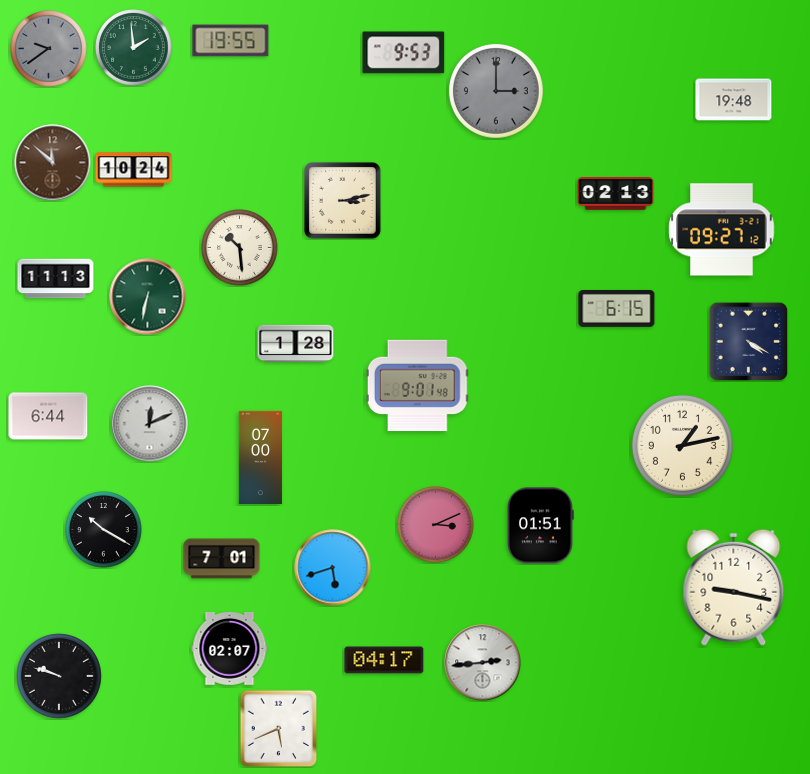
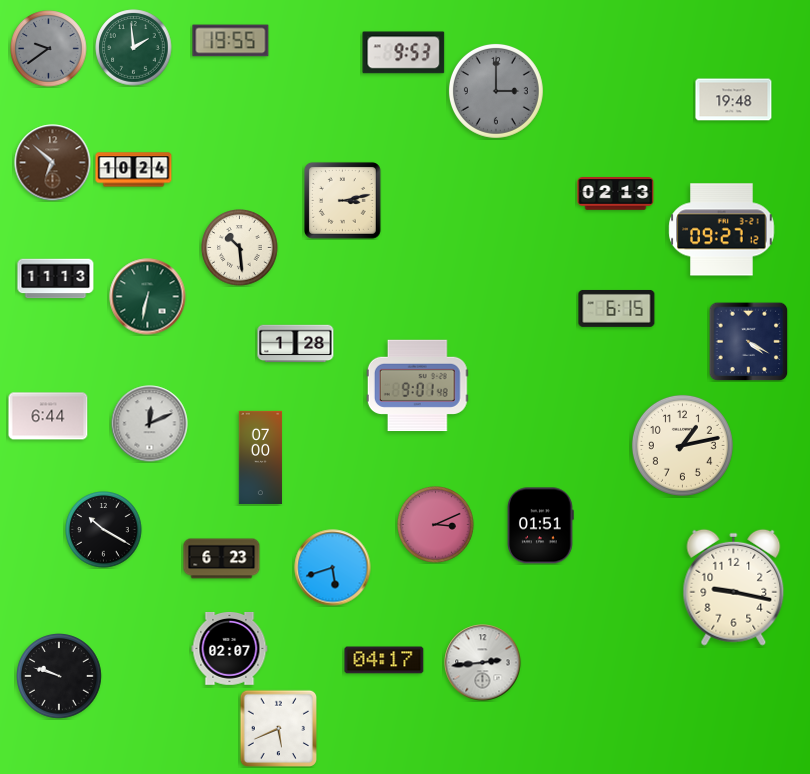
clock at (53, 163): 11:52 -> 6:52
clock at (222, 559): 7:01 -> 6:23
